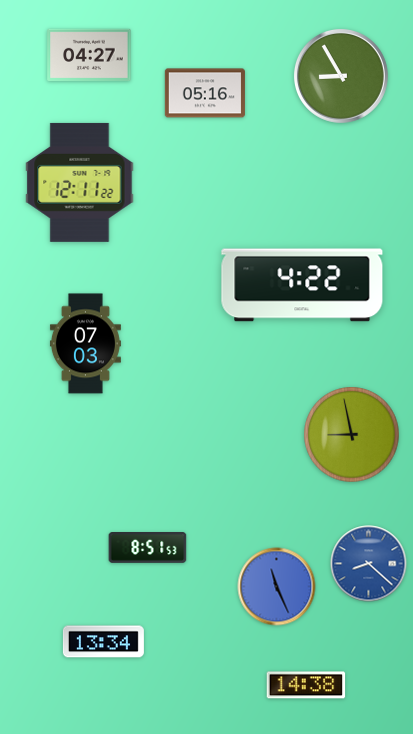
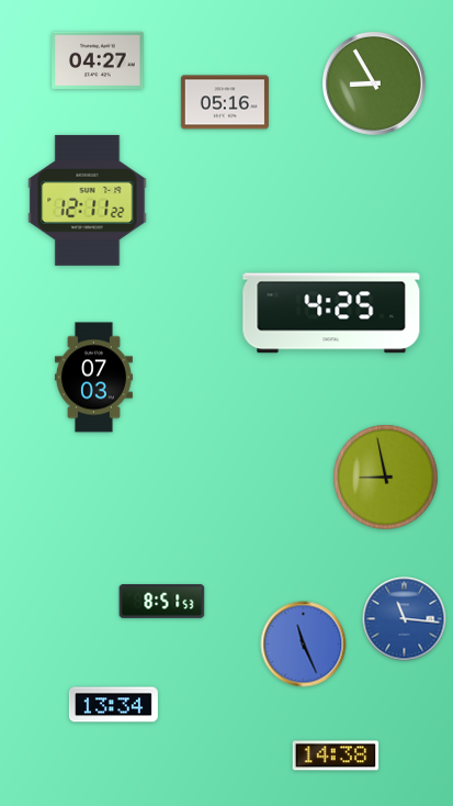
clock at (302, 285): 4:22 -> 4:25
clock at (369, 564): 8:22 -> 11:16
clock at (306, 685) position: (306, 685) -> (336, 755)
